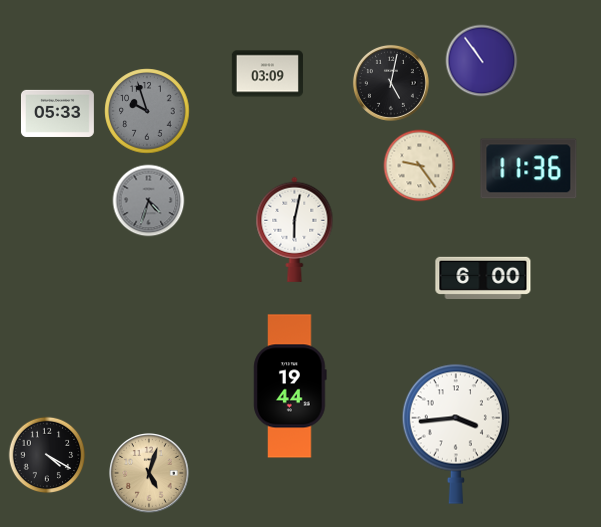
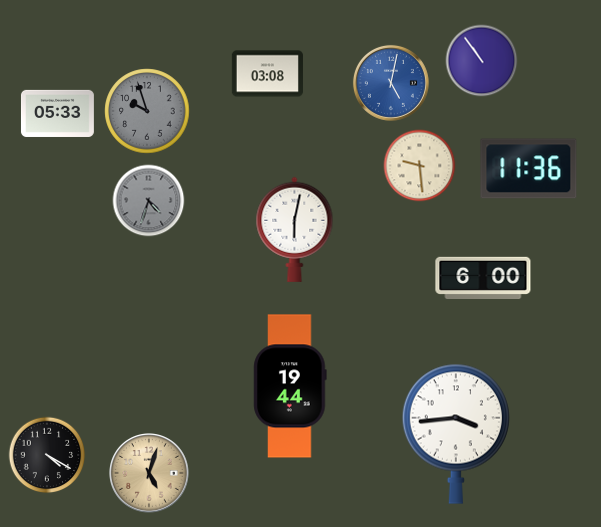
clock at (267, 74): 03:09 -> 03:08
clock at (391, 83) dial: black -> blue
clock at (420, 166): 9:24 -> 9:29
